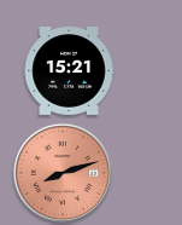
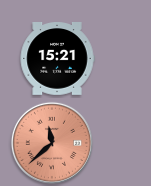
clock at (63, 173): 8:12 -> 11:38
